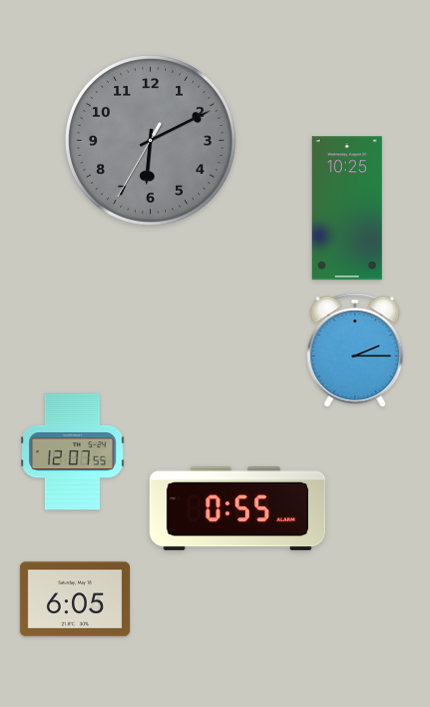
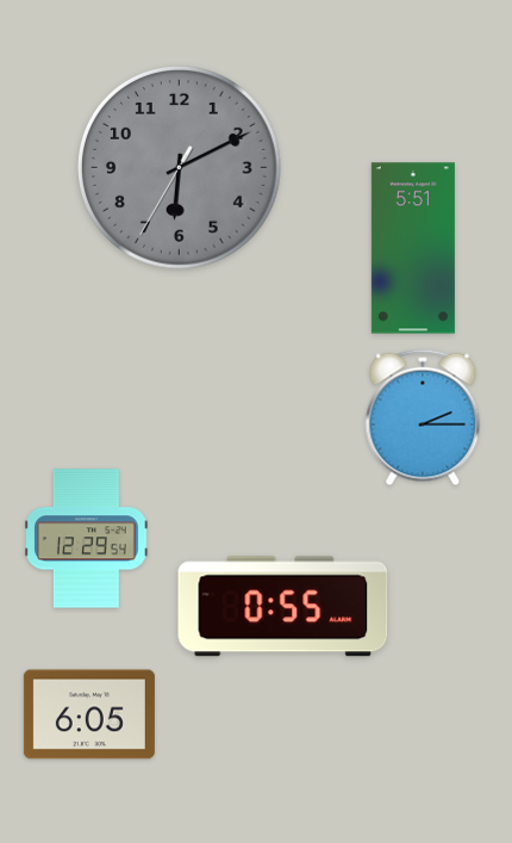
clock at (347, 208): 10:25 -> 5:51
clock at (73, 452): 12:07 -> 12:29
